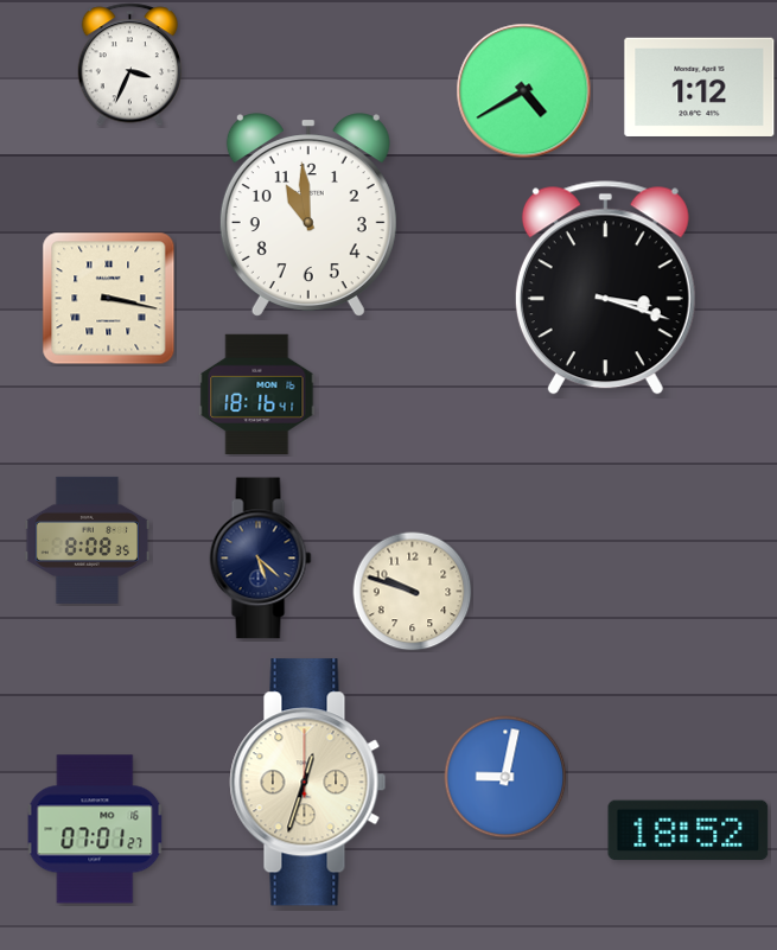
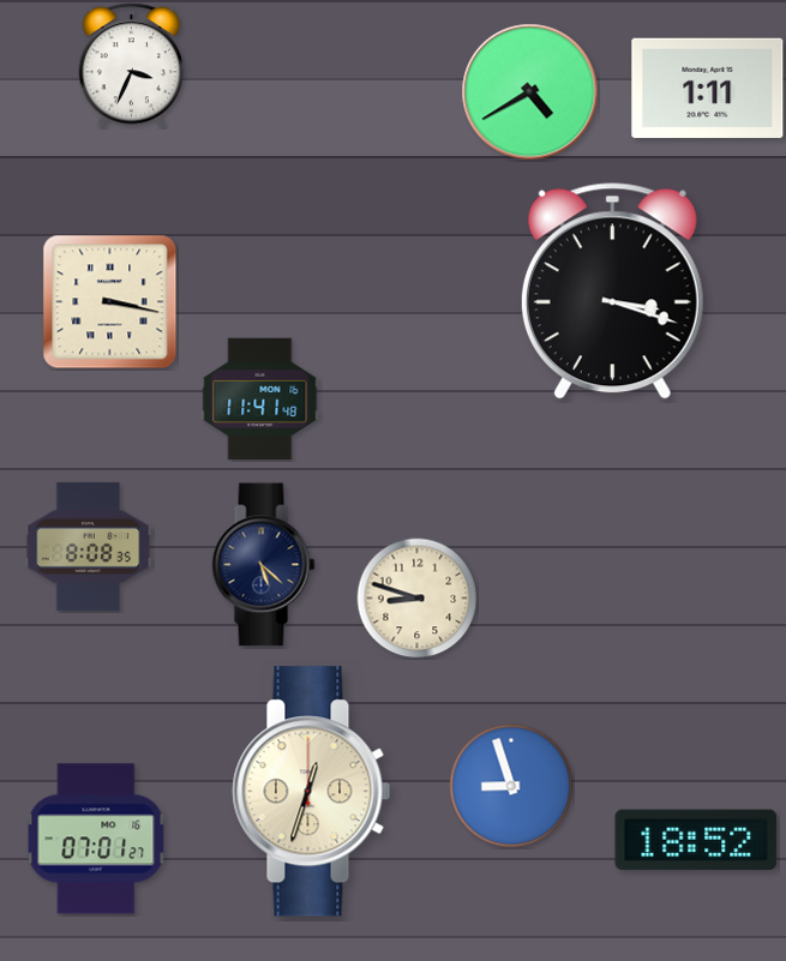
clock at (700, 87): 1:12 -> 1:11
clock at (308, 215): 10:59 -> none
clock at (257, 394): 18:16 -> 11:41
clock at (413, 592): 9:48 -> 8:48
clock at (505, 777): 9:02 -> 8:57
